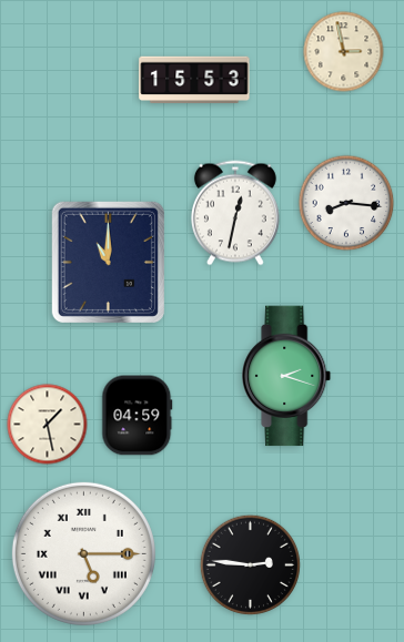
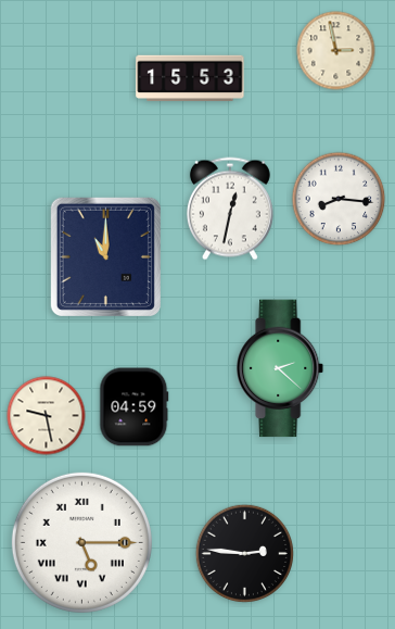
clock at (287, 376): 2:18 -> 2:22
clock at (48, 425): 1:28 -> 9:28
